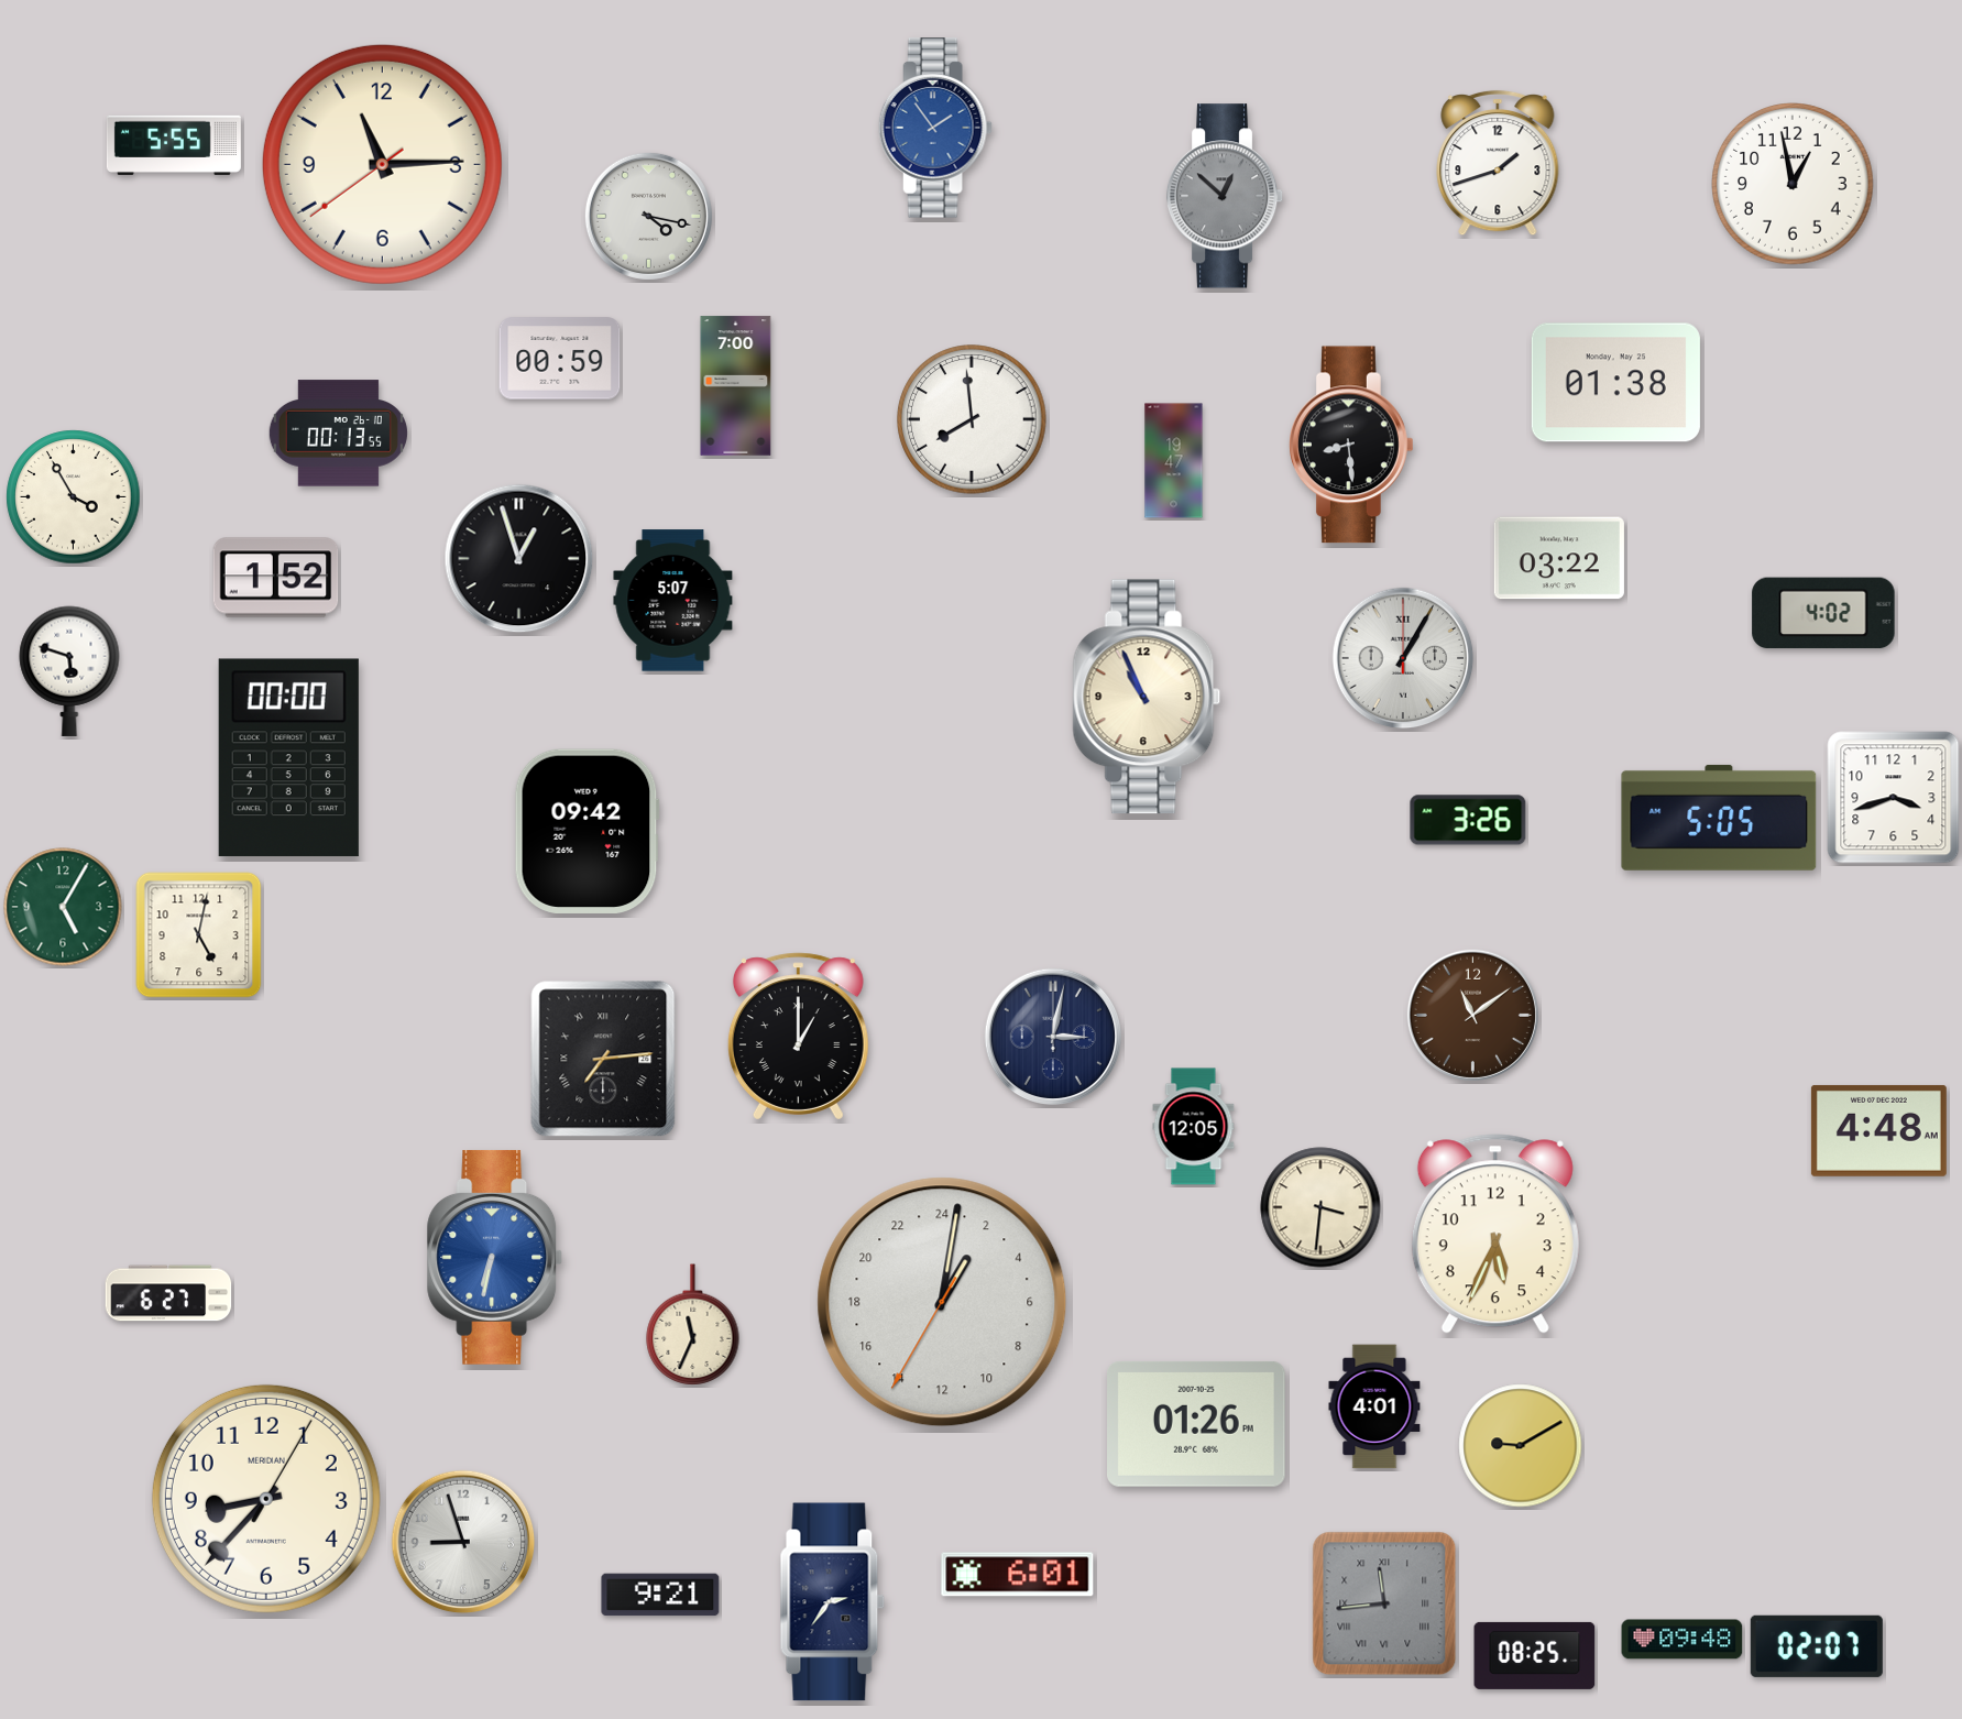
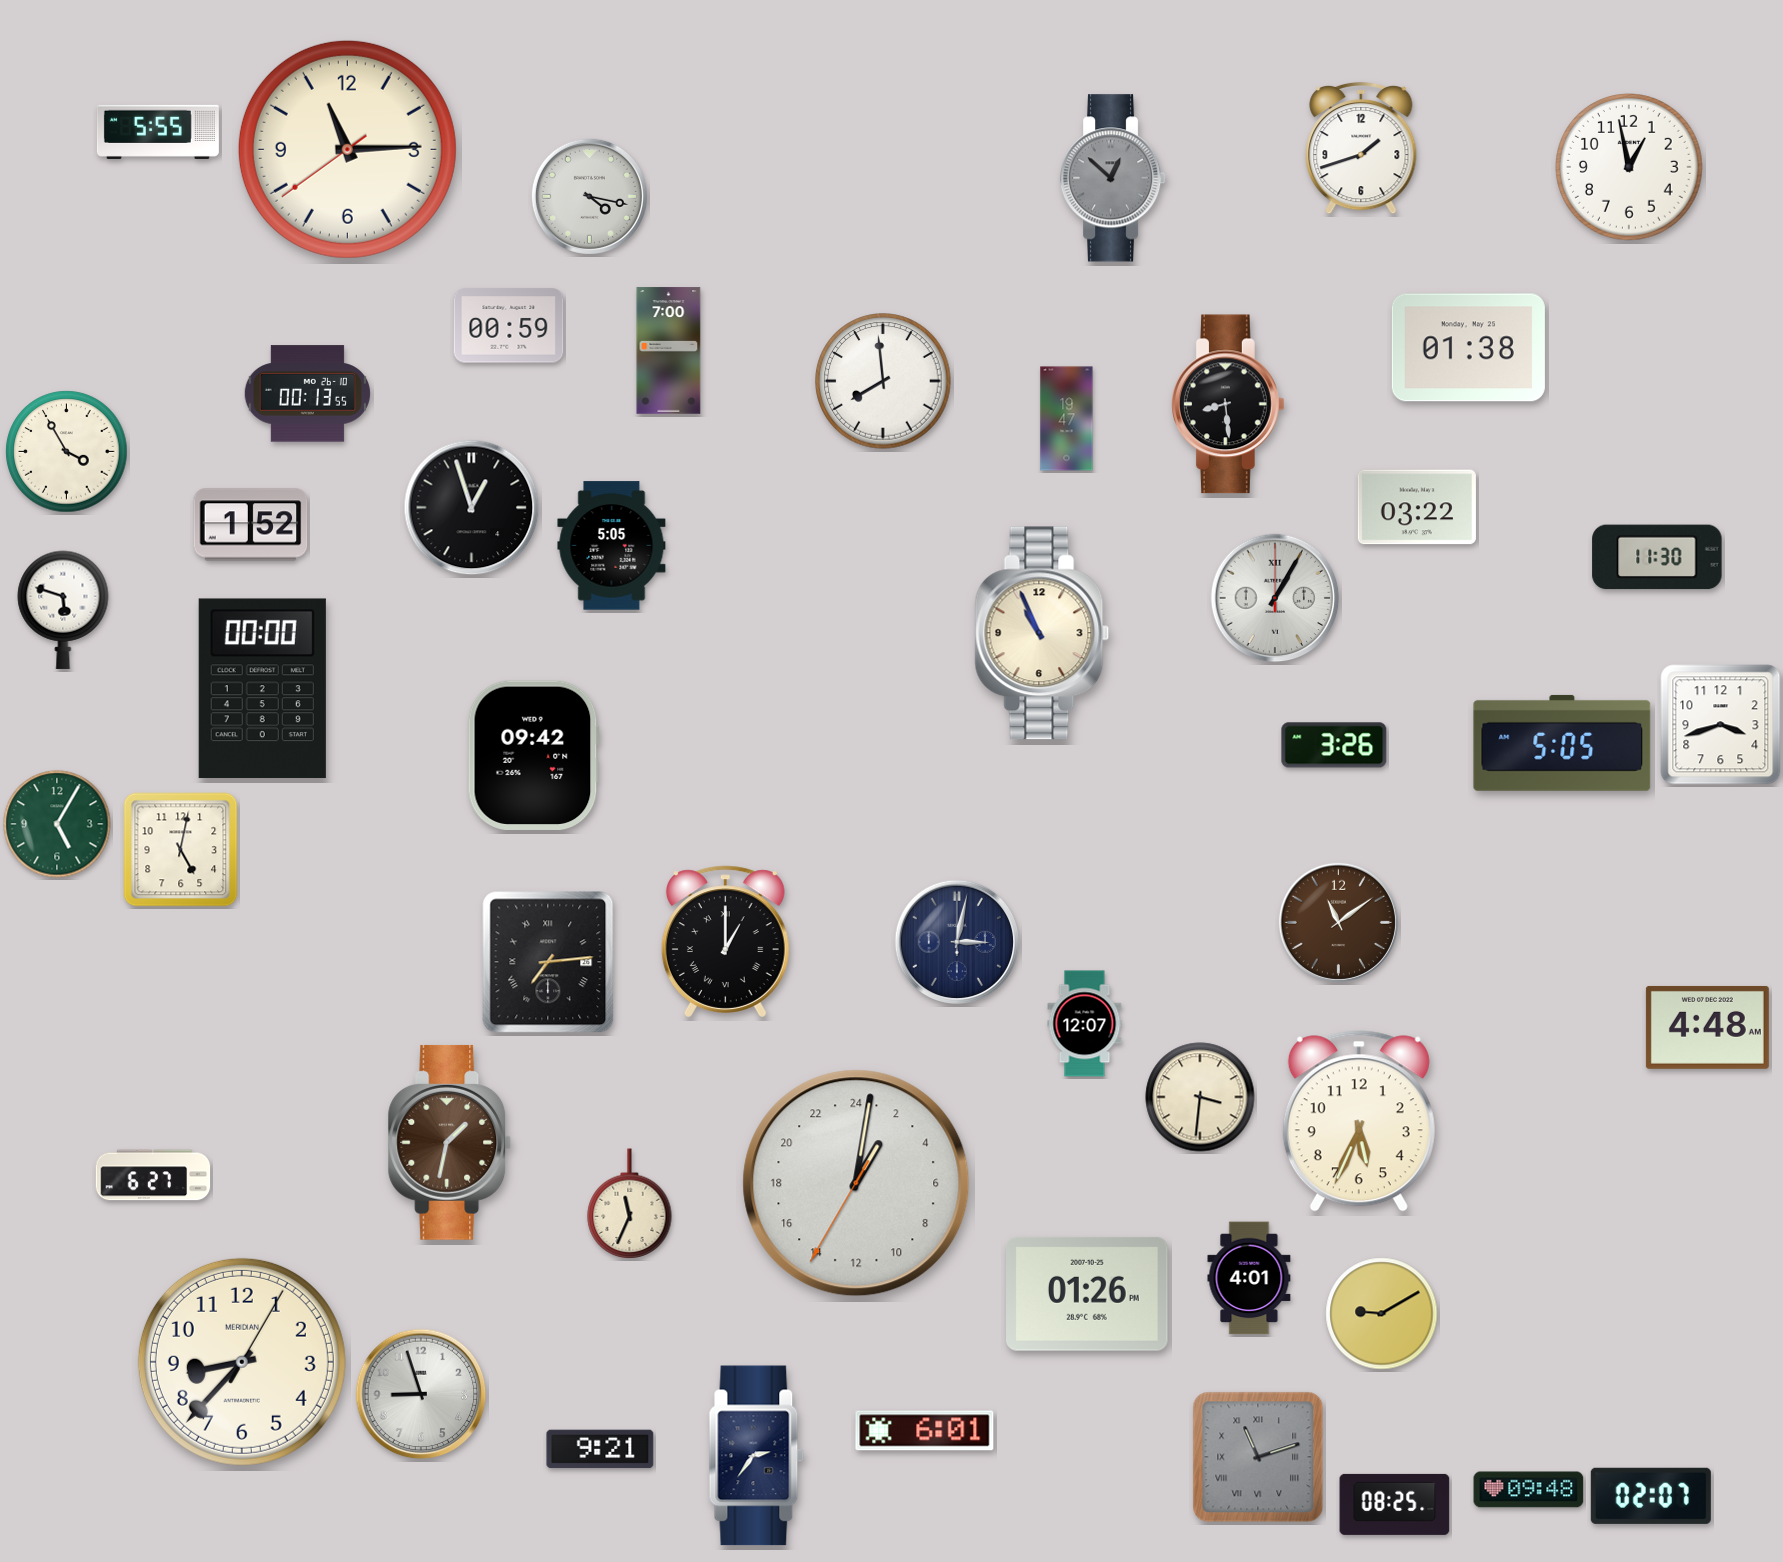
clock at (935, 128): 1:54 -> none
clock at (673, 601): 5:07 -> 5:05
clock at (1823, 613): 4:02 -> 11:30
clock at (1194, 1127): 12:05 -> 12:07
clock at (495, 1257): 6:32 -> 1:32
clock at (495, 1257) dial: blue -> brown
clock at (463, 1542) position: (463, 1542) -> (421, 1394)
clock at (1384, 1603): 11:44 -> 11:12
